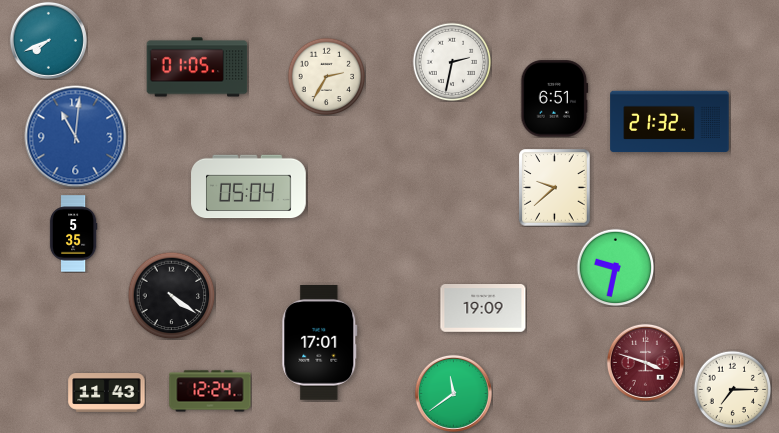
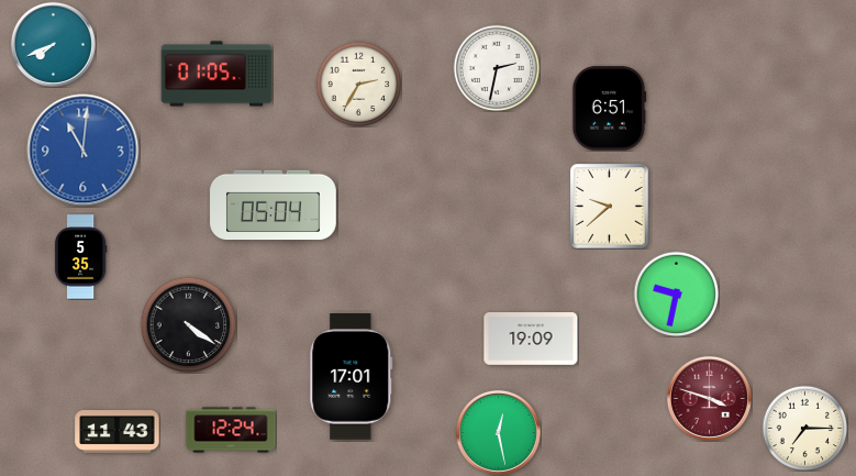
clock at (670, 122): 21:32 -> none
clock at (453, 393): 11:39 -> 12:28
